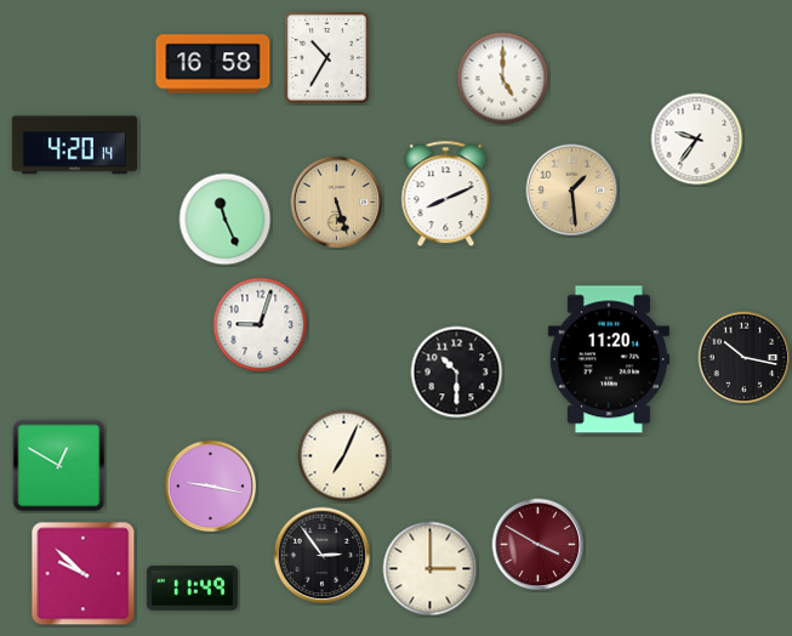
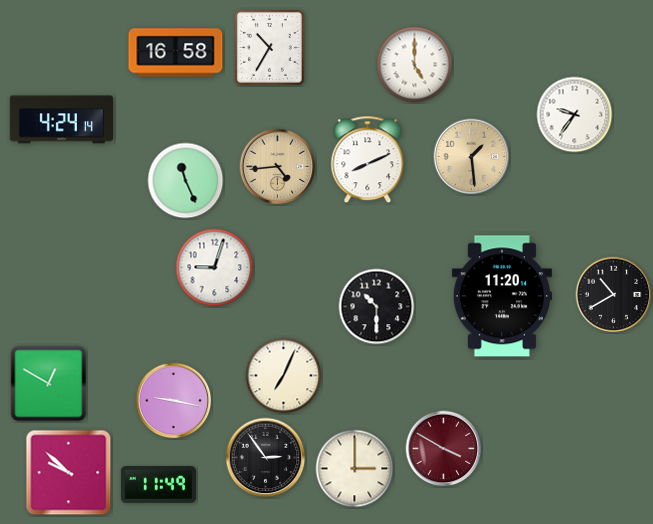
clock at (74, 146): 4:20 -> 4:24
clock at (337, 203): 5:27 -> 4:44
clock at (745, 358): 10:17 -> 10:40
